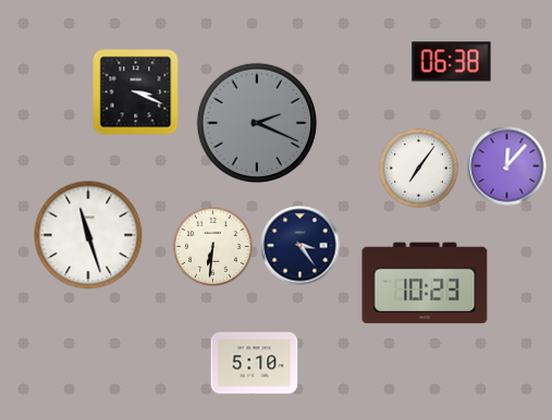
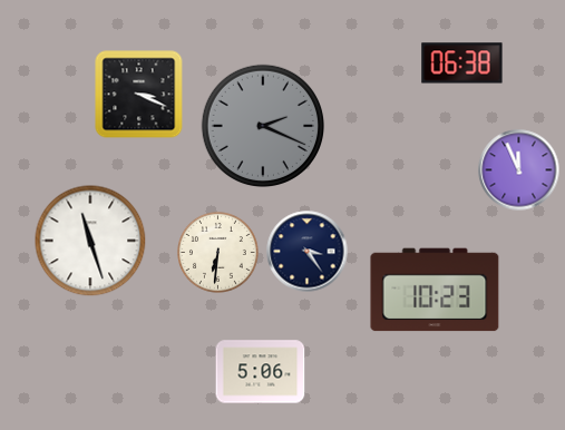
clock at (507, 166): 12:07 -> 11:56
clock at (419, 169): 7:06 -> none
clock at (255, 363): 5:10 -> 5:06
